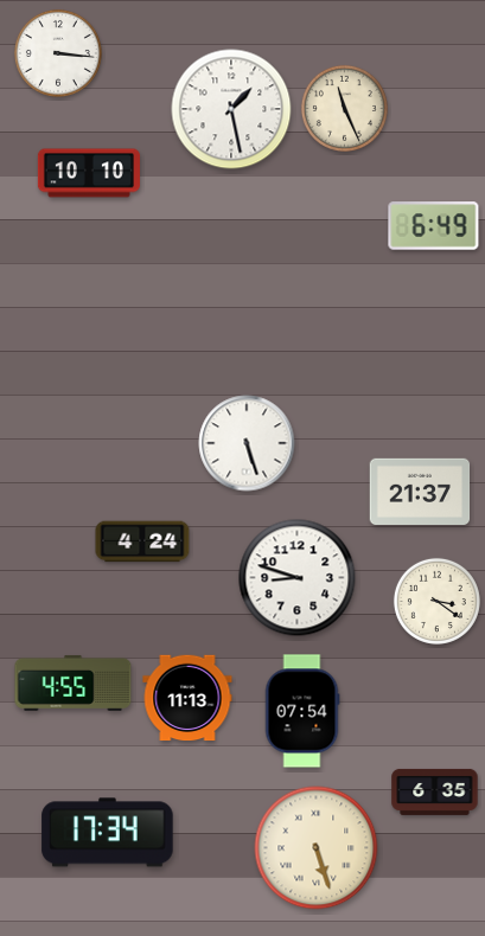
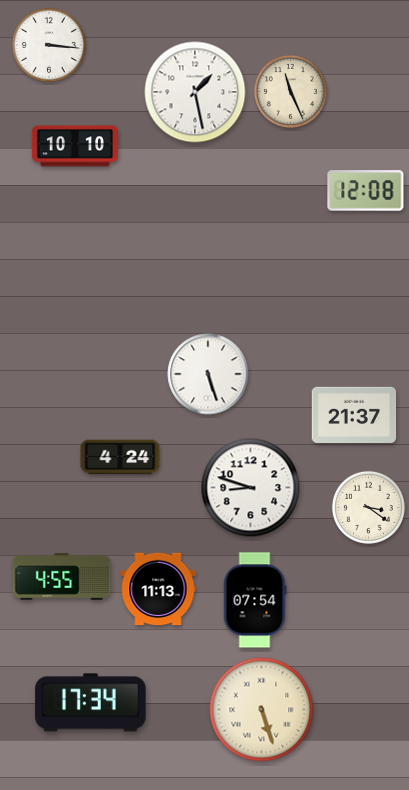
clock at (434, 226): 6:49 -> 12:08
clock at (435, 791): 6:35 -> none
clock at (317, 848) position: (317, 848) -> (262, 710)
